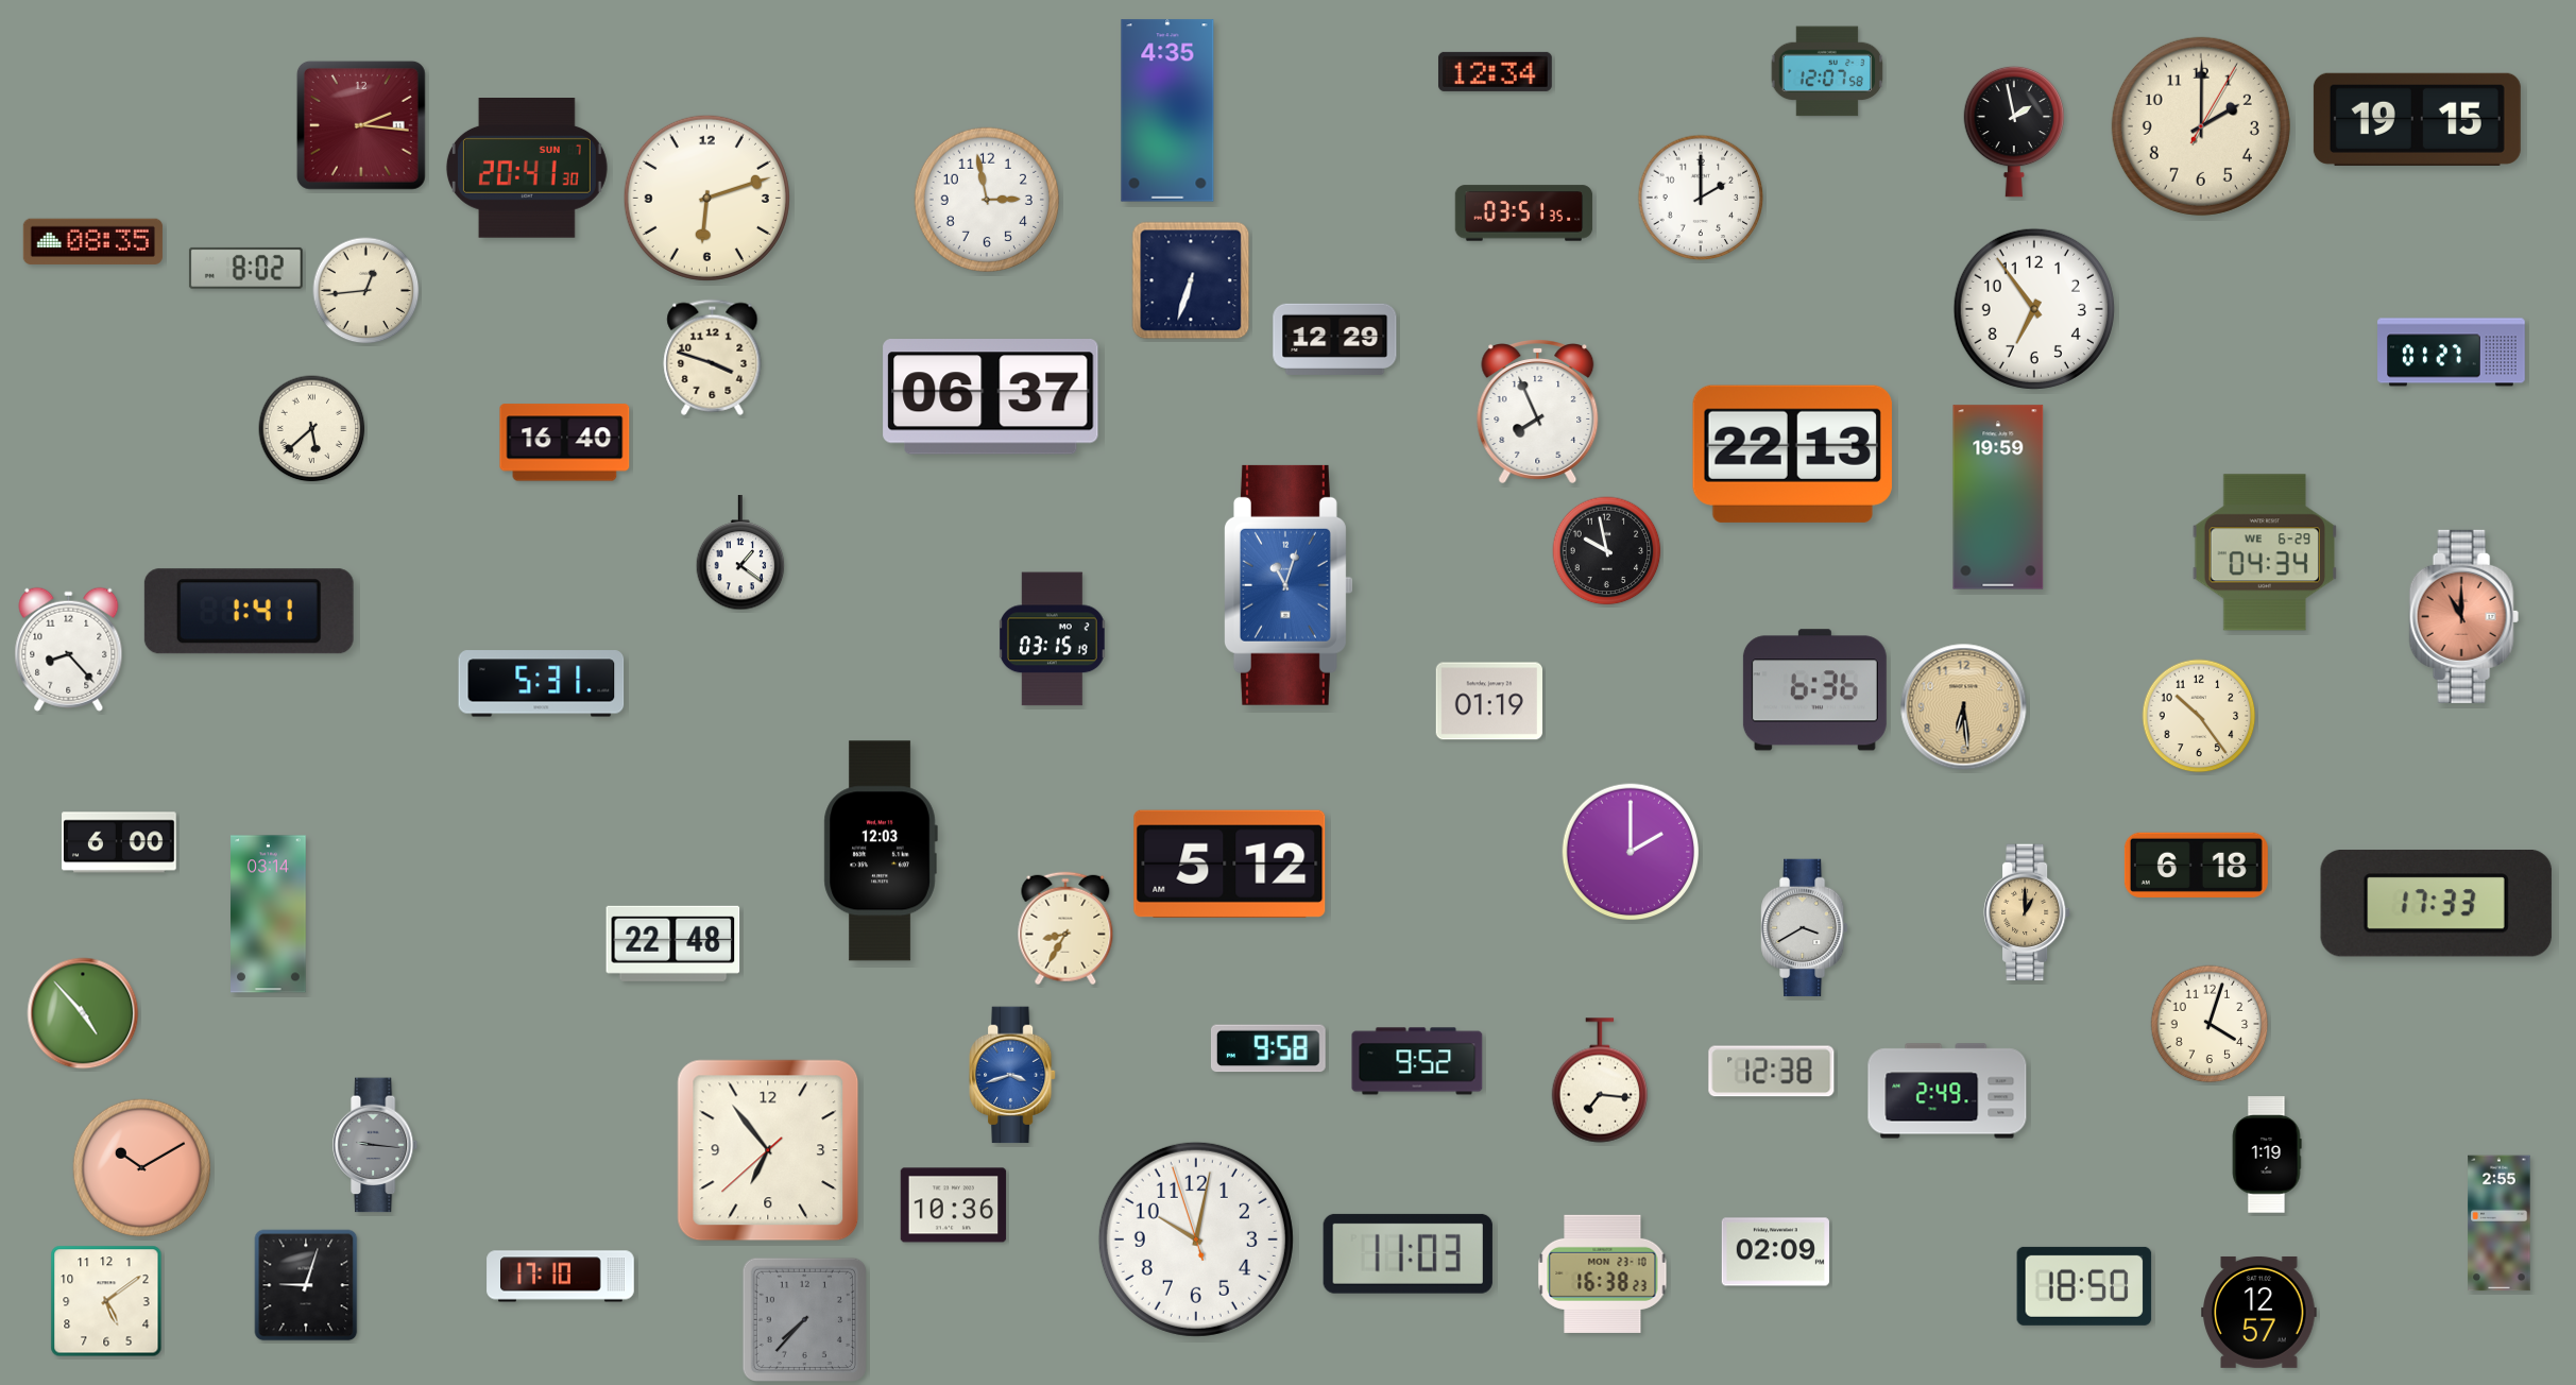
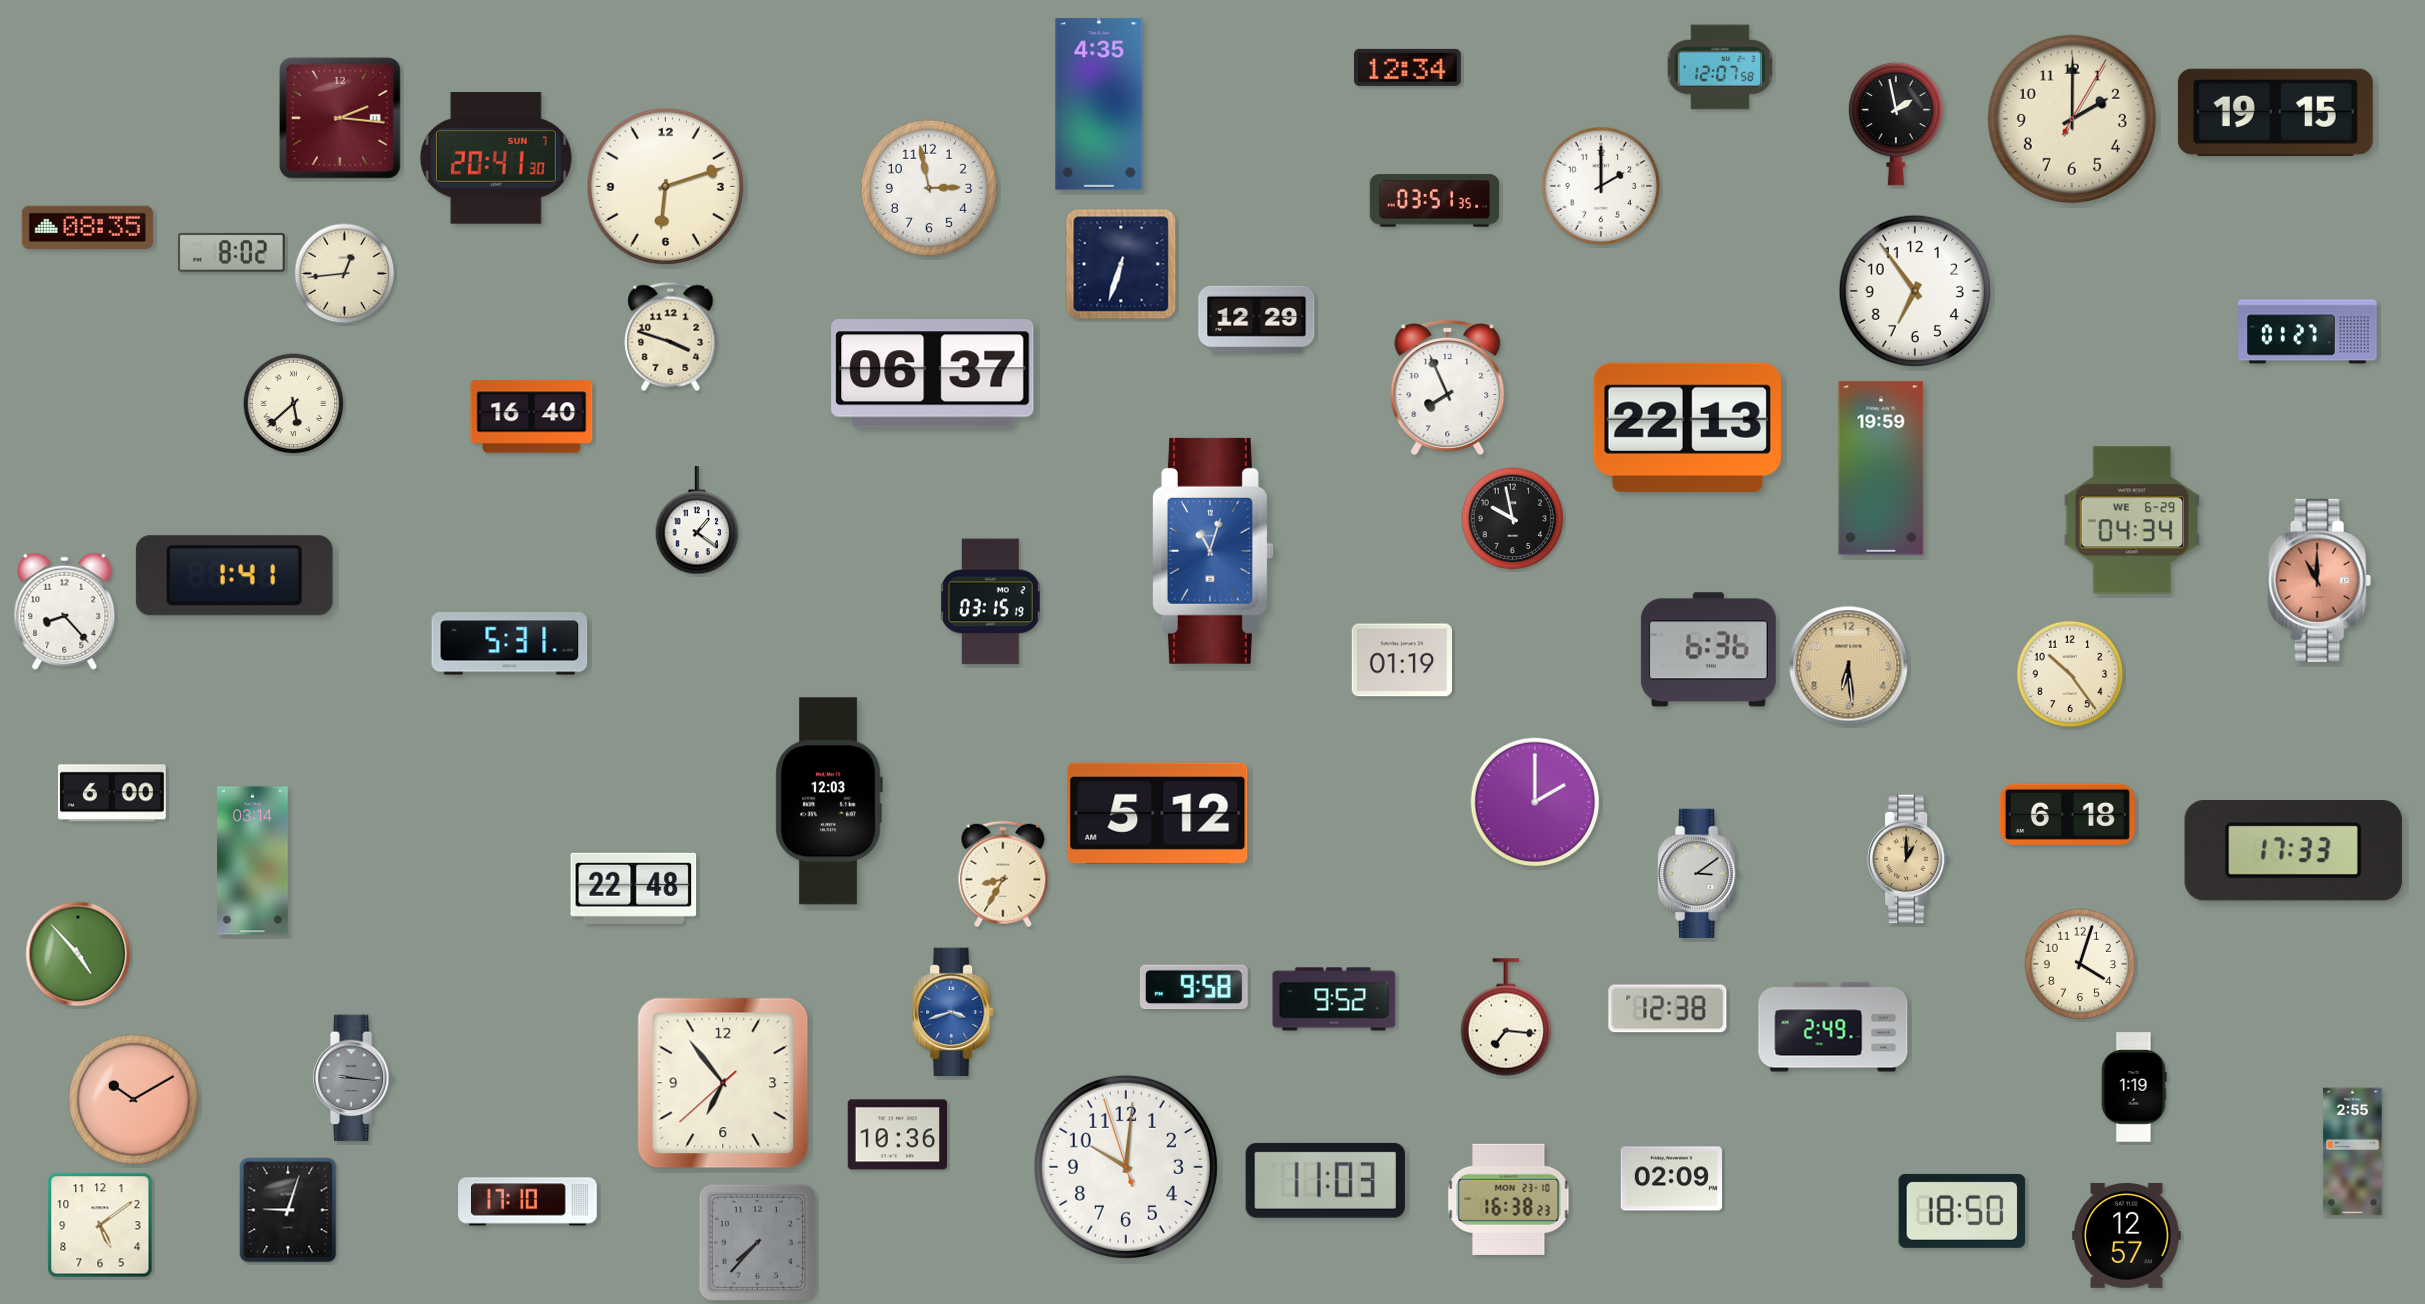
clock at (1805, 928): 3:40 -> 3:09
clock at (1196, 1239): 10:01 -> 10:00
